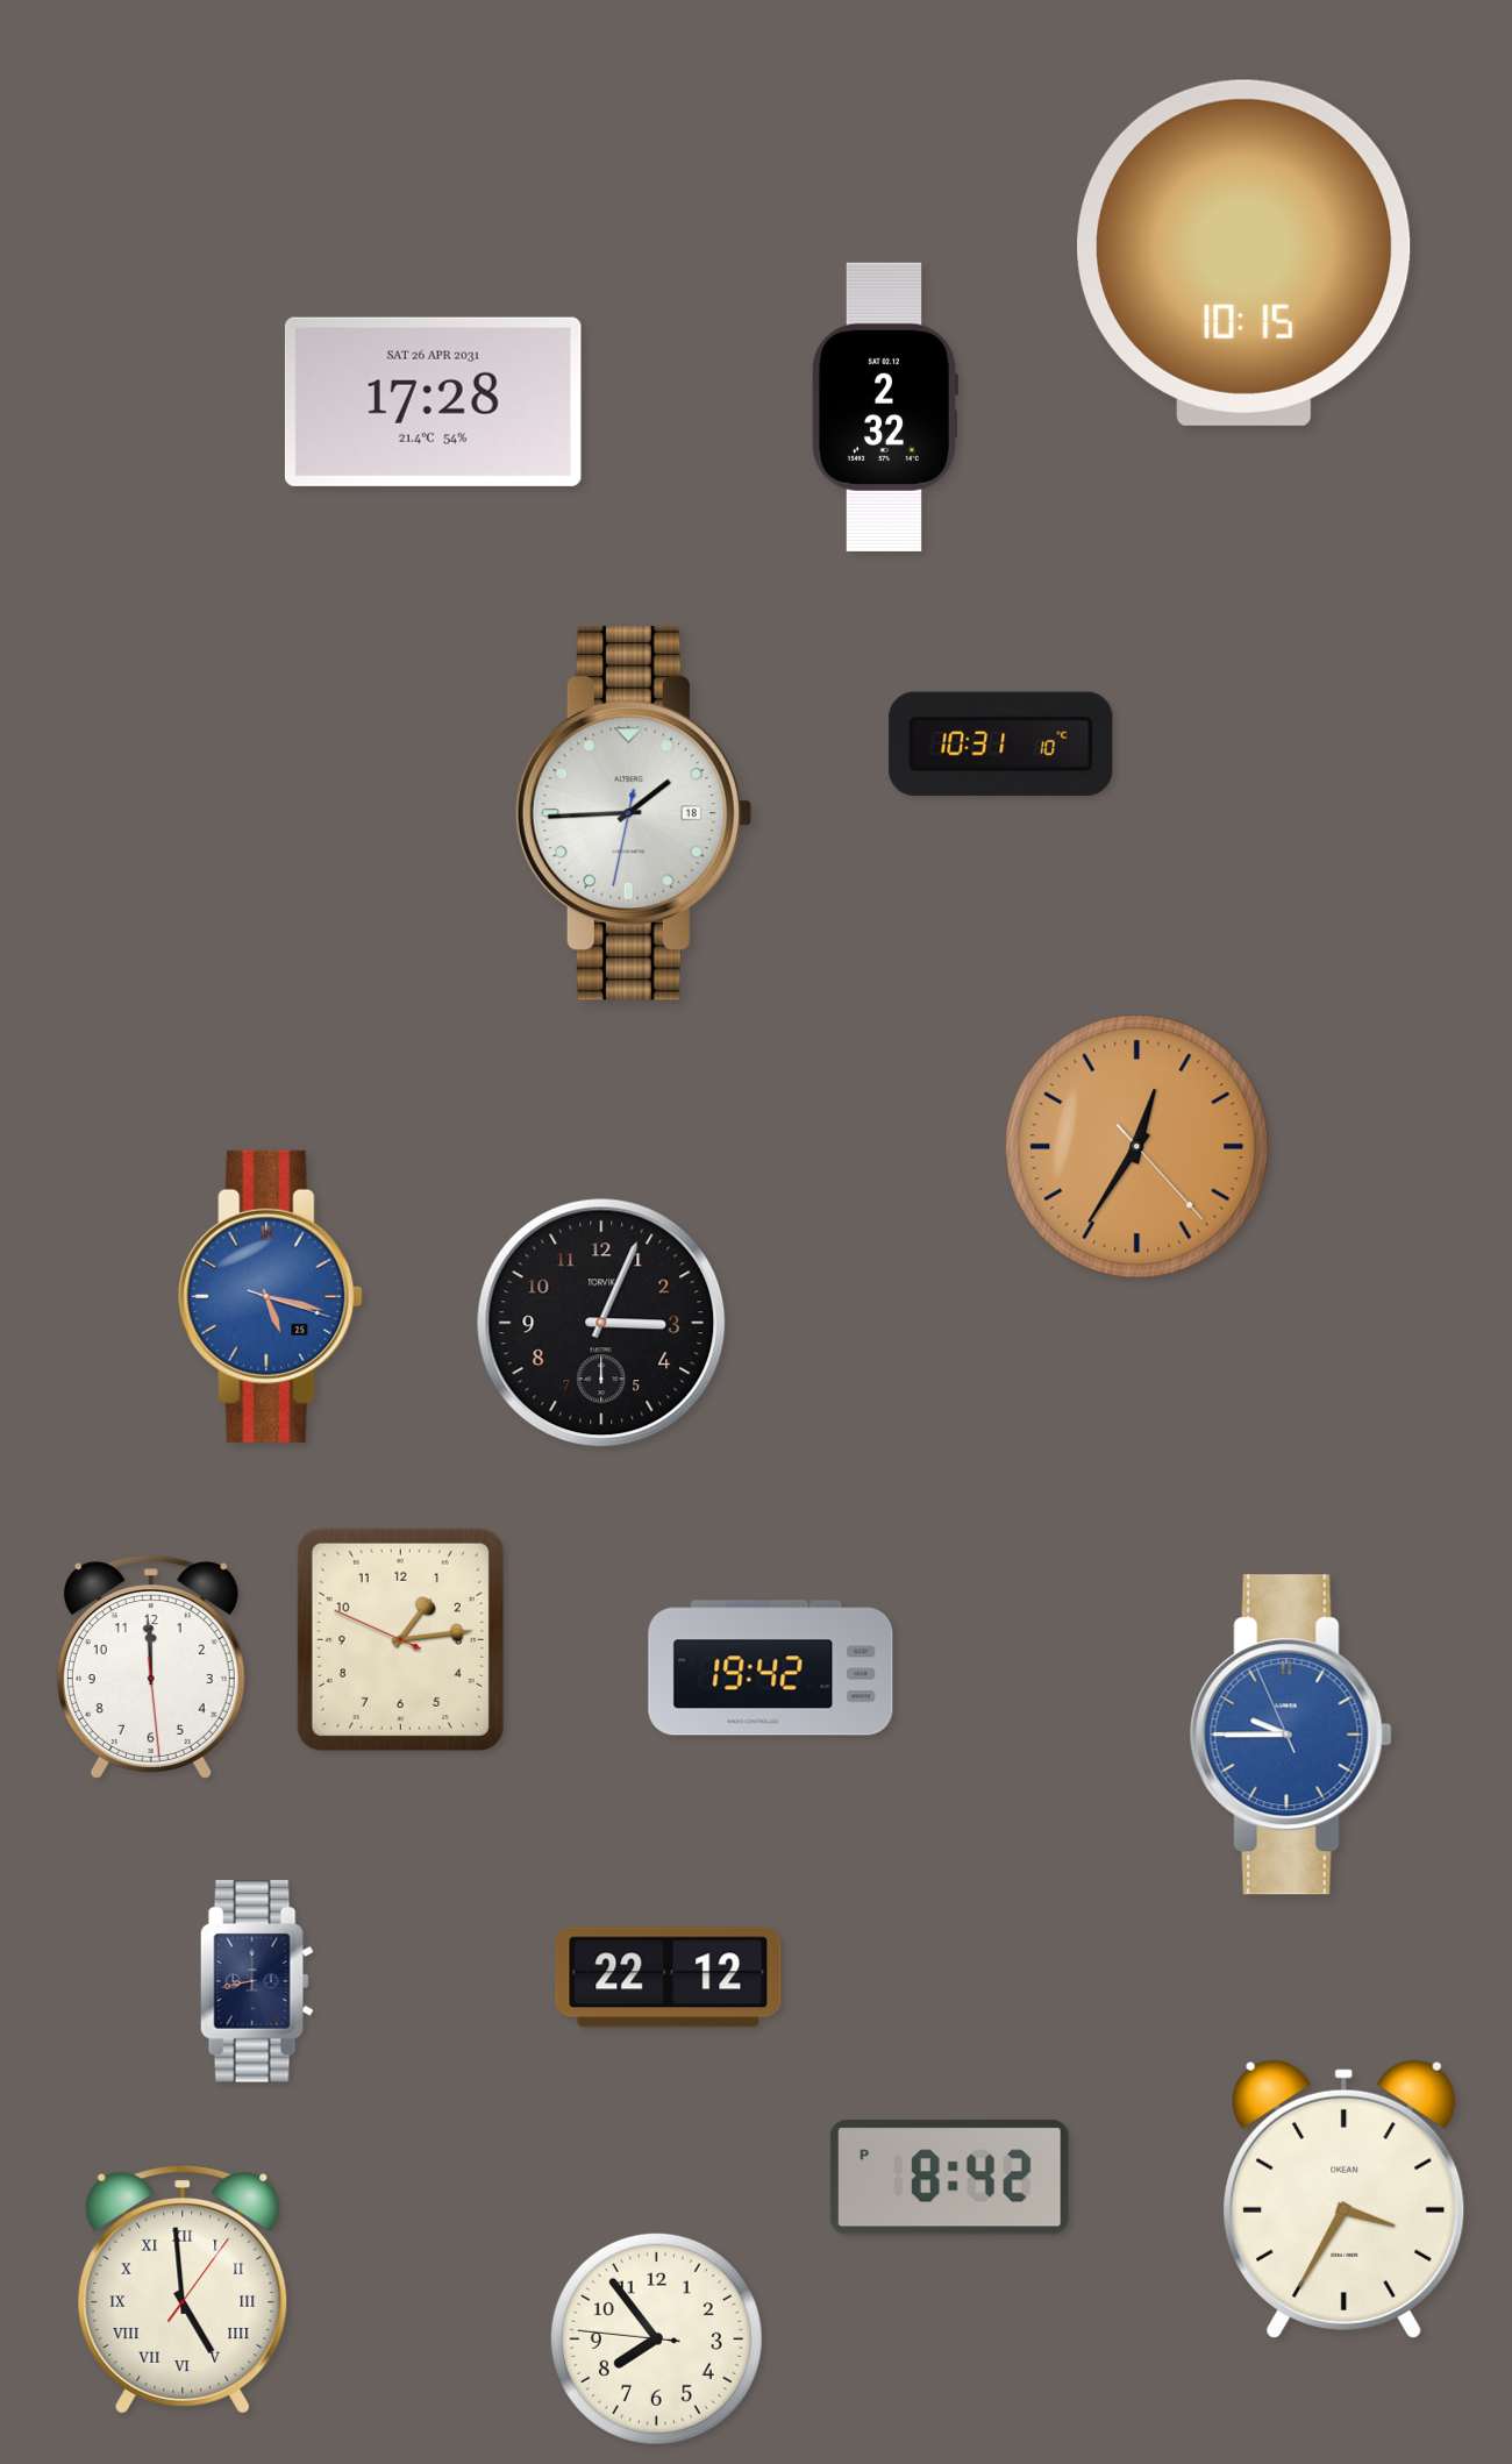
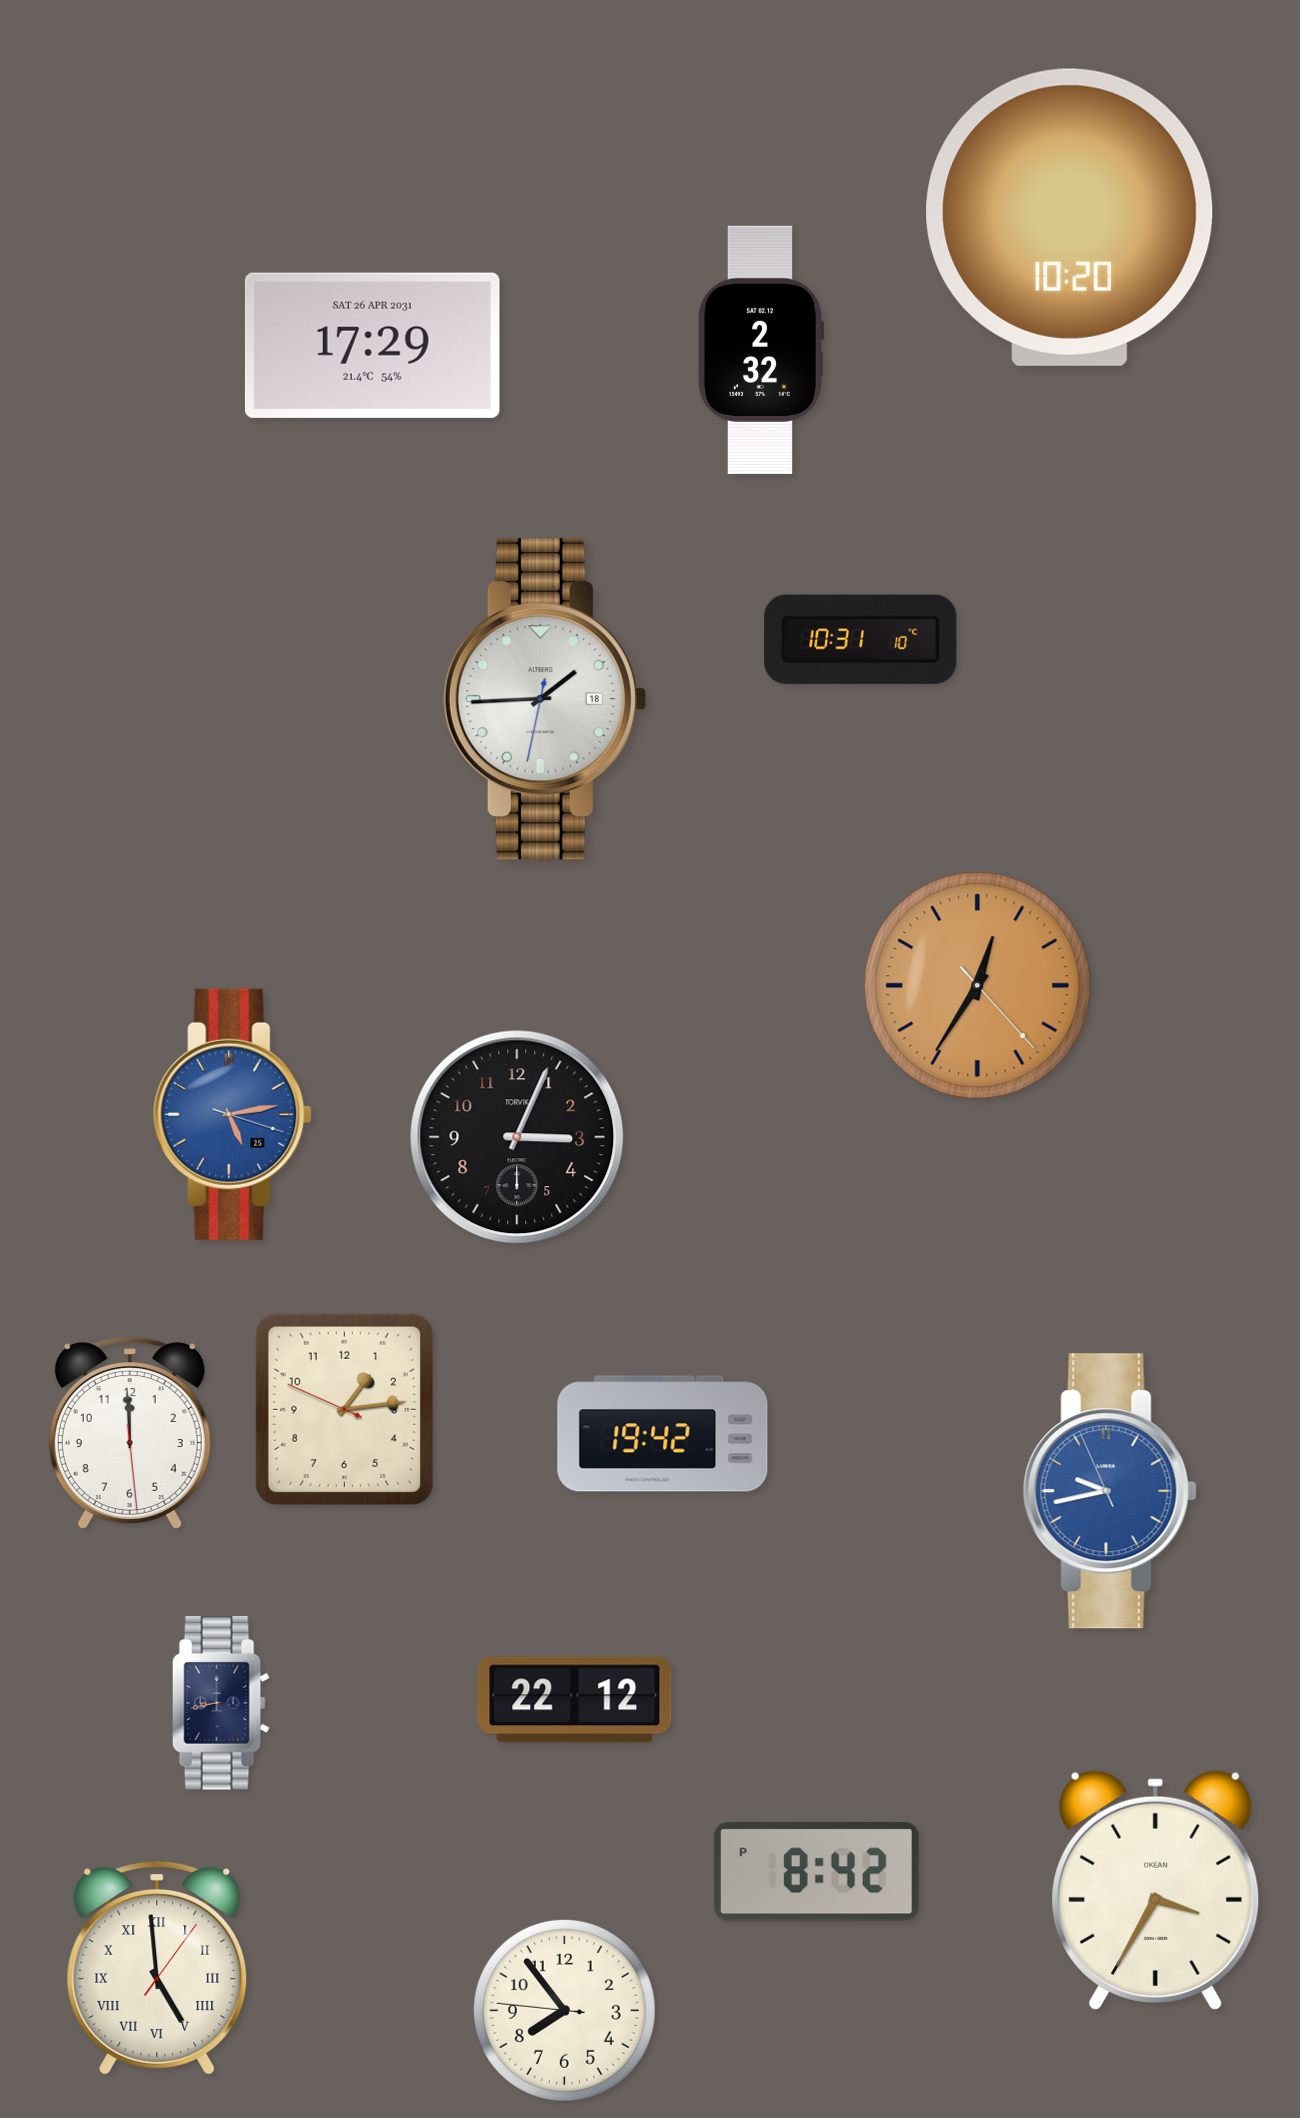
clock at (1244, 252): 10:15 -> 10:20
clock at (433, 401): 17:28 -> 17:29
clock at (271, 1296): 5:17 -> 5:13
clock at (1291, 1735): 9:44 -> 9:42
